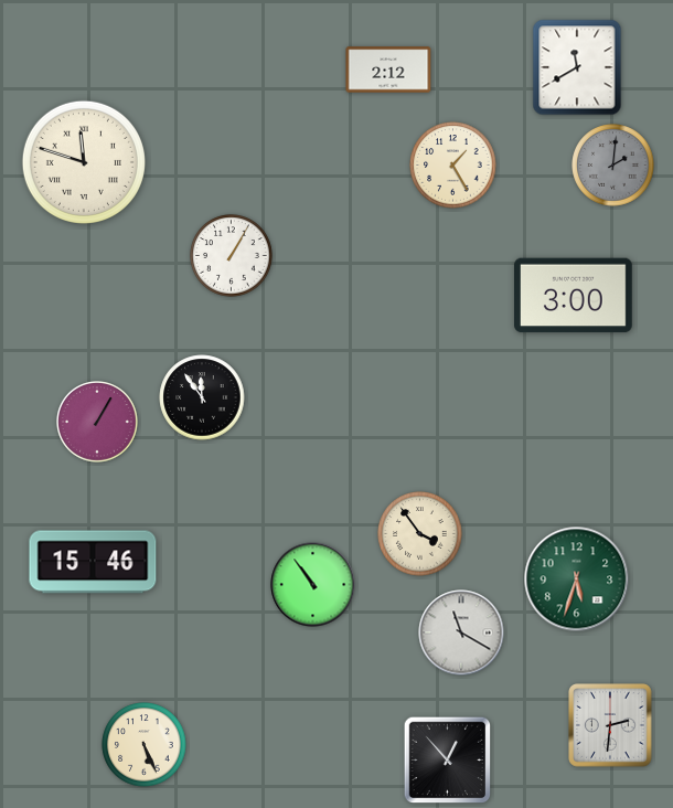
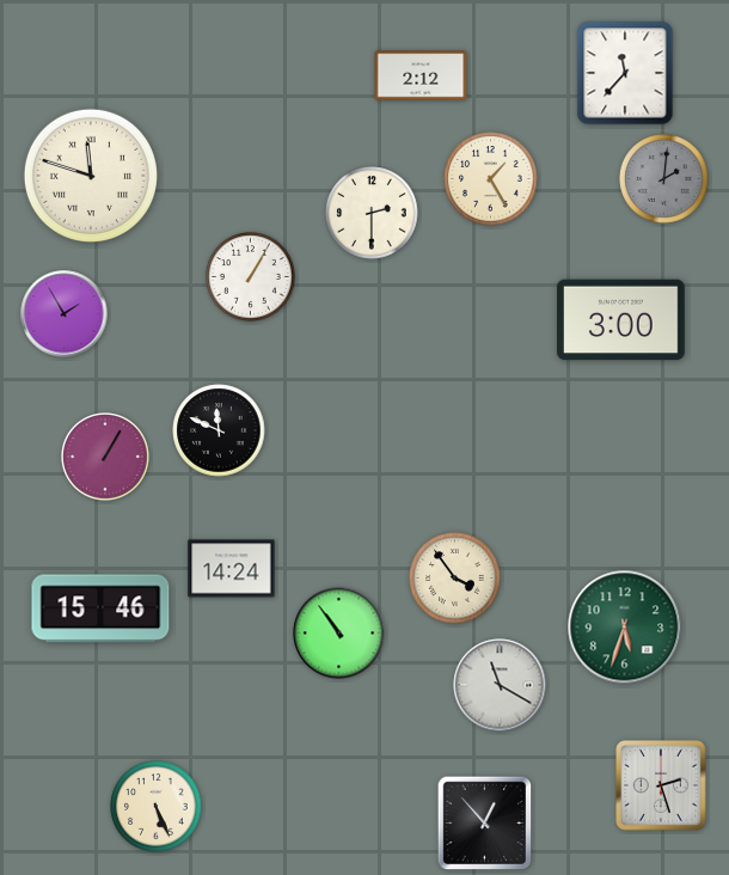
clock at (577, 67): 11:40 -> 11:37
clock at (372, 213): none -> 2:30
clock at (65, 314): none -> 1:55
clock at (202, 397): 11:54 -> 11:49
clock at (232, 569): none -> 14:24
clock at (610, 725): 2:31 -> 2:27
